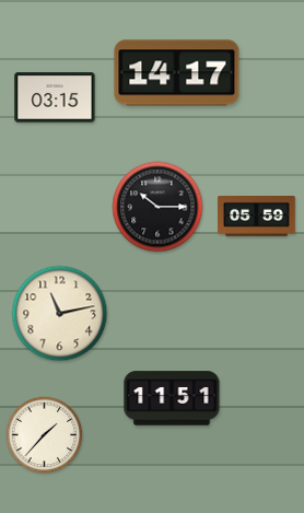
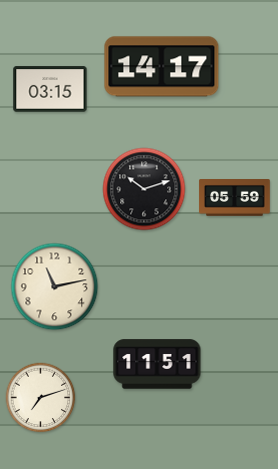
clock at (157, 207): 10:15 -> 10:12
clock at (45, 435): 1:37 -> 7:12
